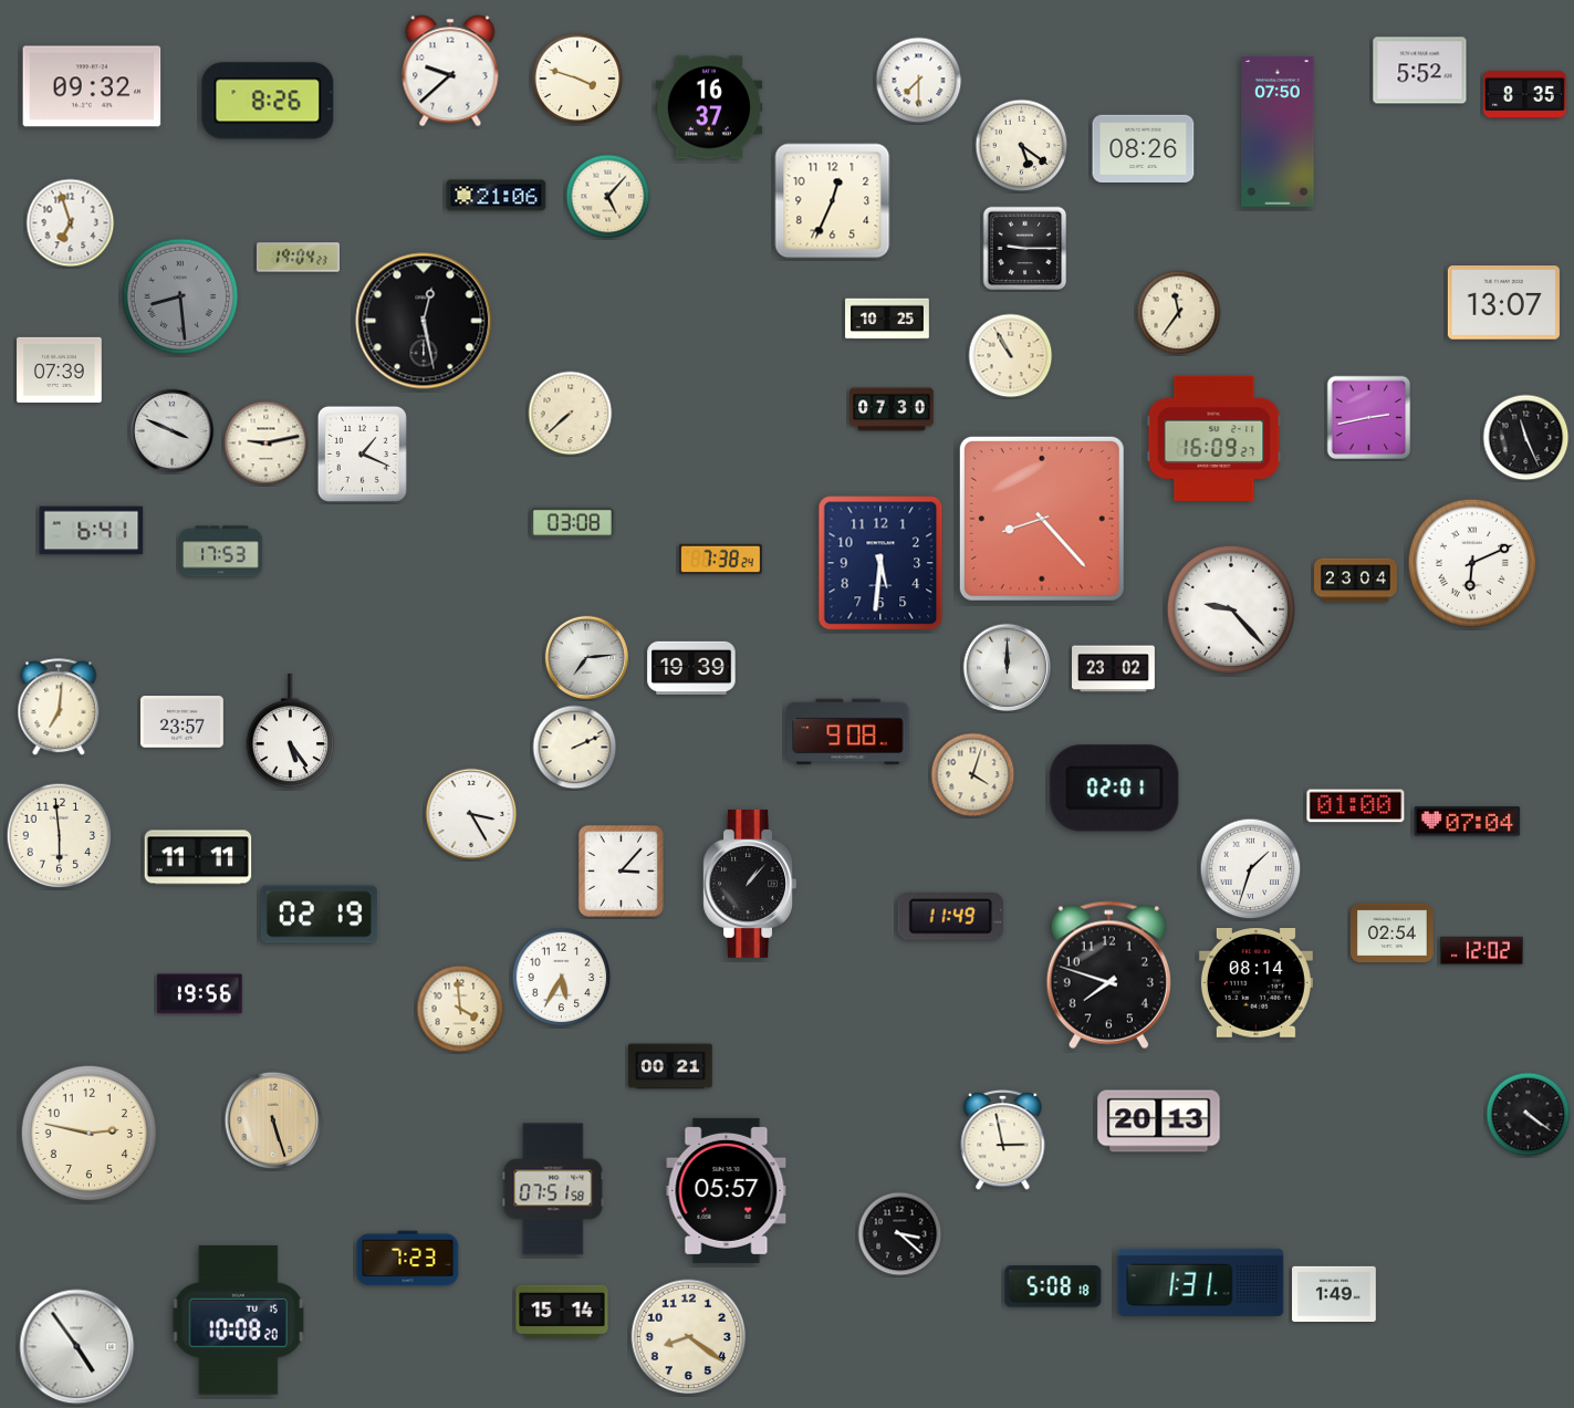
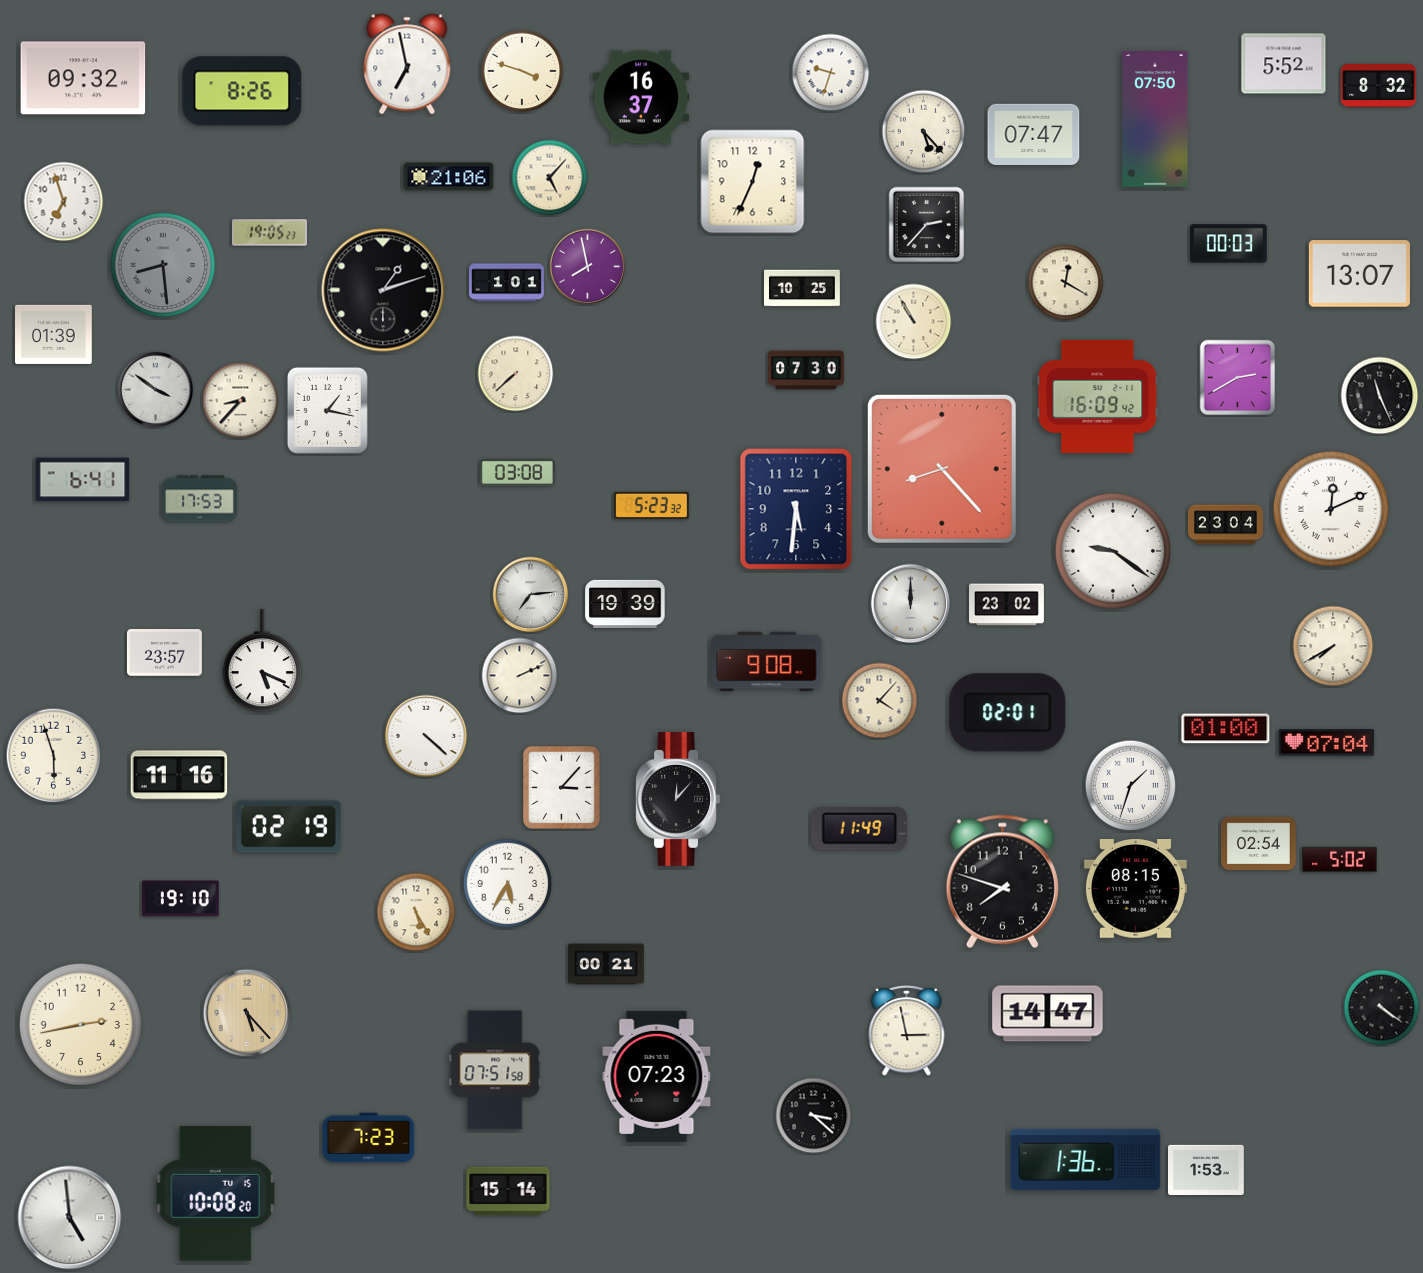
clock at (450, 71): 9:38 -> 6:58
clock at (919, 81): 7:30 -> 9:33
clock at (1524, 94): 8:35 -> 8:32
clock at (1022, 146): 5:21 -> 5:23
clock at (1144, 148): 08:26 -> 07:47
clock at (1025, 249): 9:15 -> 2:37
clock at (299, 258): 19:04 -> 19:05
clock at (1229, 244): none -> 00:03
clock at (588, 267): none -> 7:58
clock at (180, 296) position: (180, 296) -> (163, 265)
clock at (507, 283): none -> 1:01
clock at (1179, 313): 11:36 -> 12:20
clock at (424, 321): 12:28 -> 1:12
clock at (60, 369): 07:39 -> 01:39
clock at (1369, 418): 2:43 -> 2:40
clock at (173, 431): 3:49 -> 3:51
clock at (1215, 438): 16:09:27 -> 16:09:42
clock at (267, 444): 9:13 -> 8:37
clock at (362, 453): 1:19 -> 1:17
clock at (720, 560): 7:38 -> 5:23
clock at (1471, 562): 6:11 -> 12:11
clock at (1230, 608): 9:23 -> 9:21
clock at (59, 708): 7:01 -> none
clock at (1333, 646): none -> 7:40
clock at (291, 731): 5:24 -> 5:19
clock at (973, 775): 4:03 -> 4:07
clock at (471, 814): 3:25 -> 4:22
clock at (60, 836): 5:59 -> 5:57
clock at (198, 857): 11:11 -> 11:16
clock at (750, 884): 1:07 -> 12:07
clock at (1481, 951): 12:02 -> 5:02
clock at (1255, 983): 08:14 -> 08:15
clock at (200, 994): 19:56 -> 19:10
clock at (460, 1009): 3:59 -> 5:25
clock at (273, 1120): 5:27 -> 5:23
clock at (1159, 1122): 20:13 -> 14:47
clock at (88, 1133): 2:47 -> 2:43
clock at (553, 1189) position: (553, 1189) -> (495, 1070)
clock at (727, 1190): 05:57 -> 07:23
clock at (1201, 1282): 1:31 -> 1:36
clock at (1053, 1286): 5:08 -> none
clock at (1334, 1293): 1:49 -> 1:53
clock at (562, 1312) position: (562, 1312) -> (508, 1191)
clock at (689, 1337): 8:21 -> none
clock at (77, 1347): 4:54 -> 4:59
